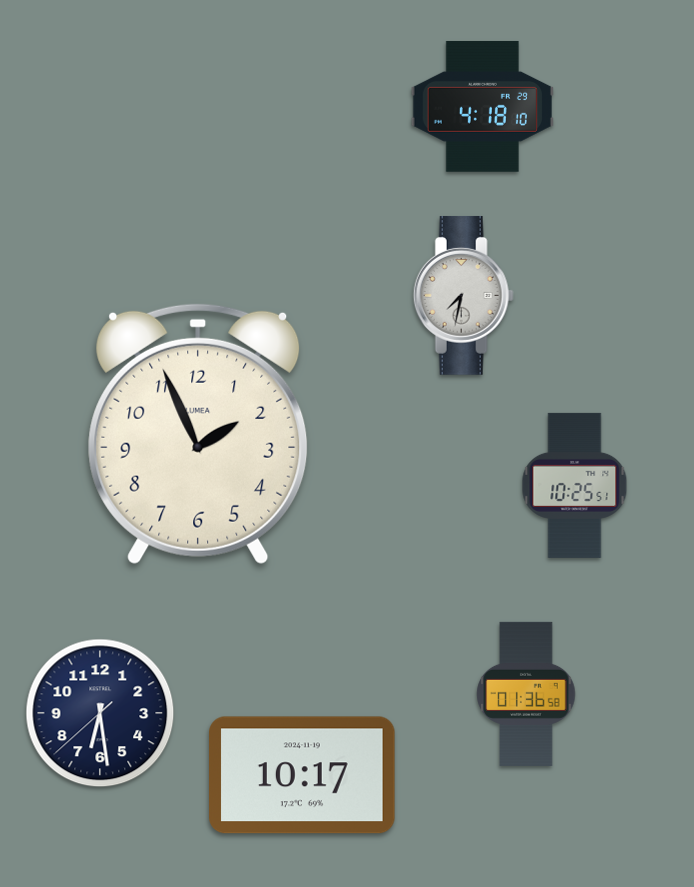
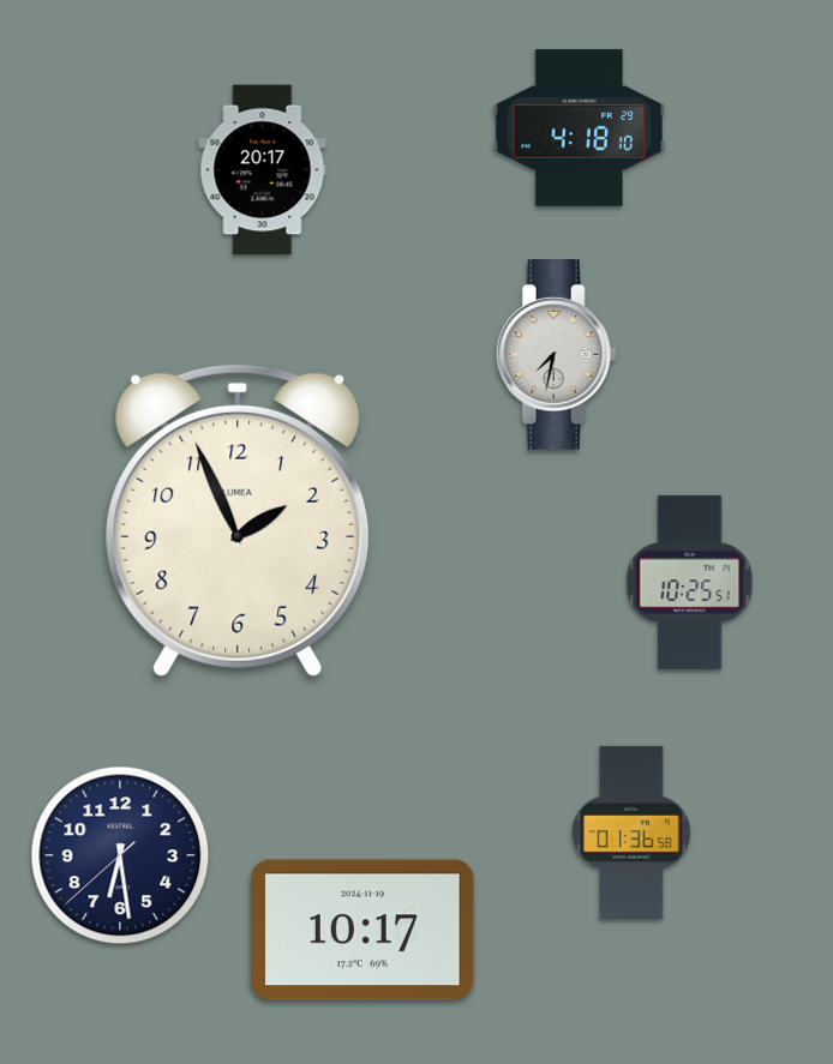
clock at (263, 170): none -> 20:17
